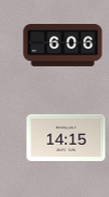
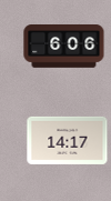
clock at (66, 137): 14:15 -> 14:17
